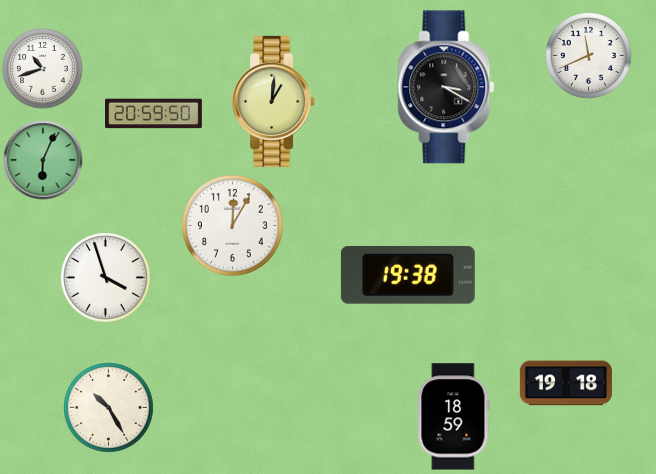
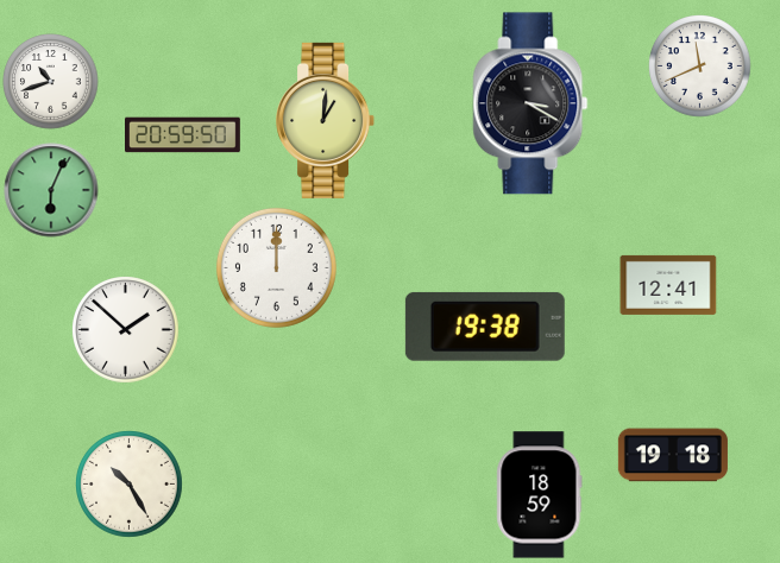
clock at (232, 225): 12:05 -> 12:00
clock at (668, 285): none -> 12:41
clock at (106, 278): 3:57 -> 1:52
